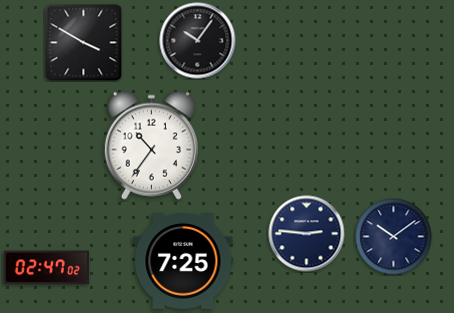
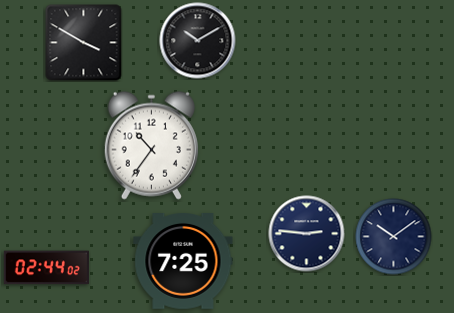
clock at (198, 41): 10:06 -> 10:10
clock at (46, 268): 02:47 -> 02:44
